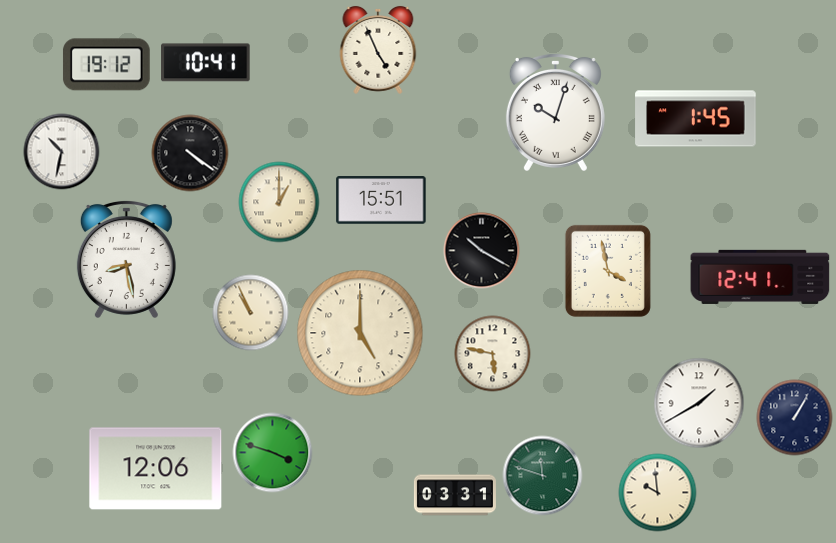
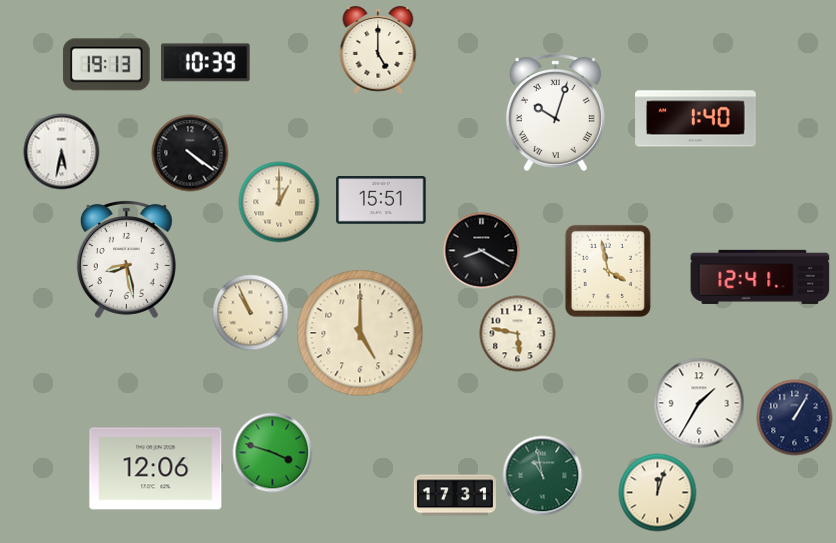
clock at (378, 50): 4:56 -> 5:00
clock at (206, 63): 10:41 -> 10:39
clock at (107, 65): 19:12 -> 19:13
clock at (696, 119): 1:45 -> 1:40
clock at (62, 152): 10:32 -> 5:32
clock at (482, 251): 10:20 -> 8:20
clock at (493, 354) position: (493, 354) -> (518, 334)
clock at (699, 403): 1:40 -> 1:35
clock at (543, 476): 11:48 -> 10:58
clock at (658, 493): 9:59 -> 12:03
clock at (455, 495): 03:31 -> 17:31
